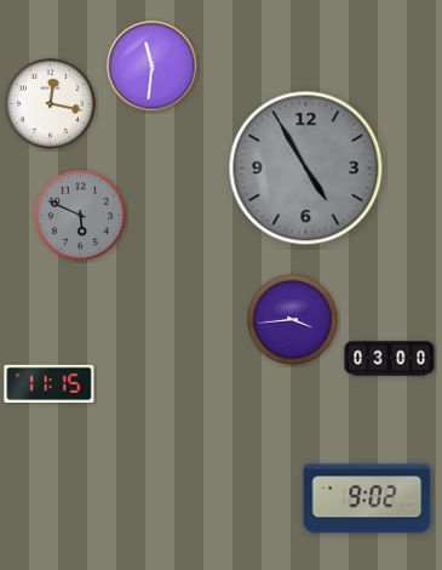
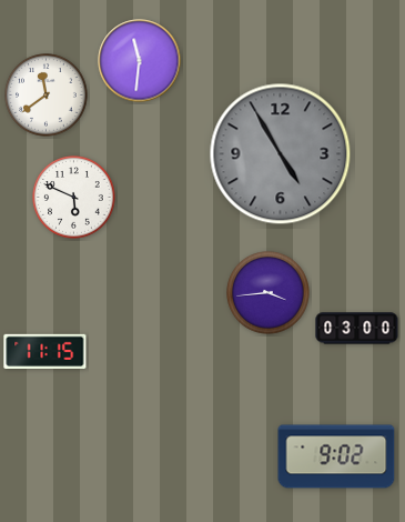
clock at (51, 104): 12:17 -> 11:39
clock at (81, 216) dial: grey -> white
